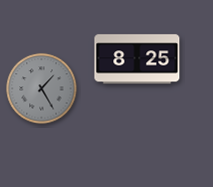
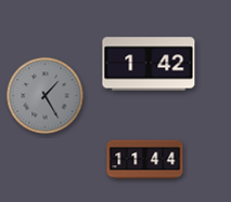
clock at (137, 59): 8:25 -> 1:42
clock at (145, 160): none -> 11:44
